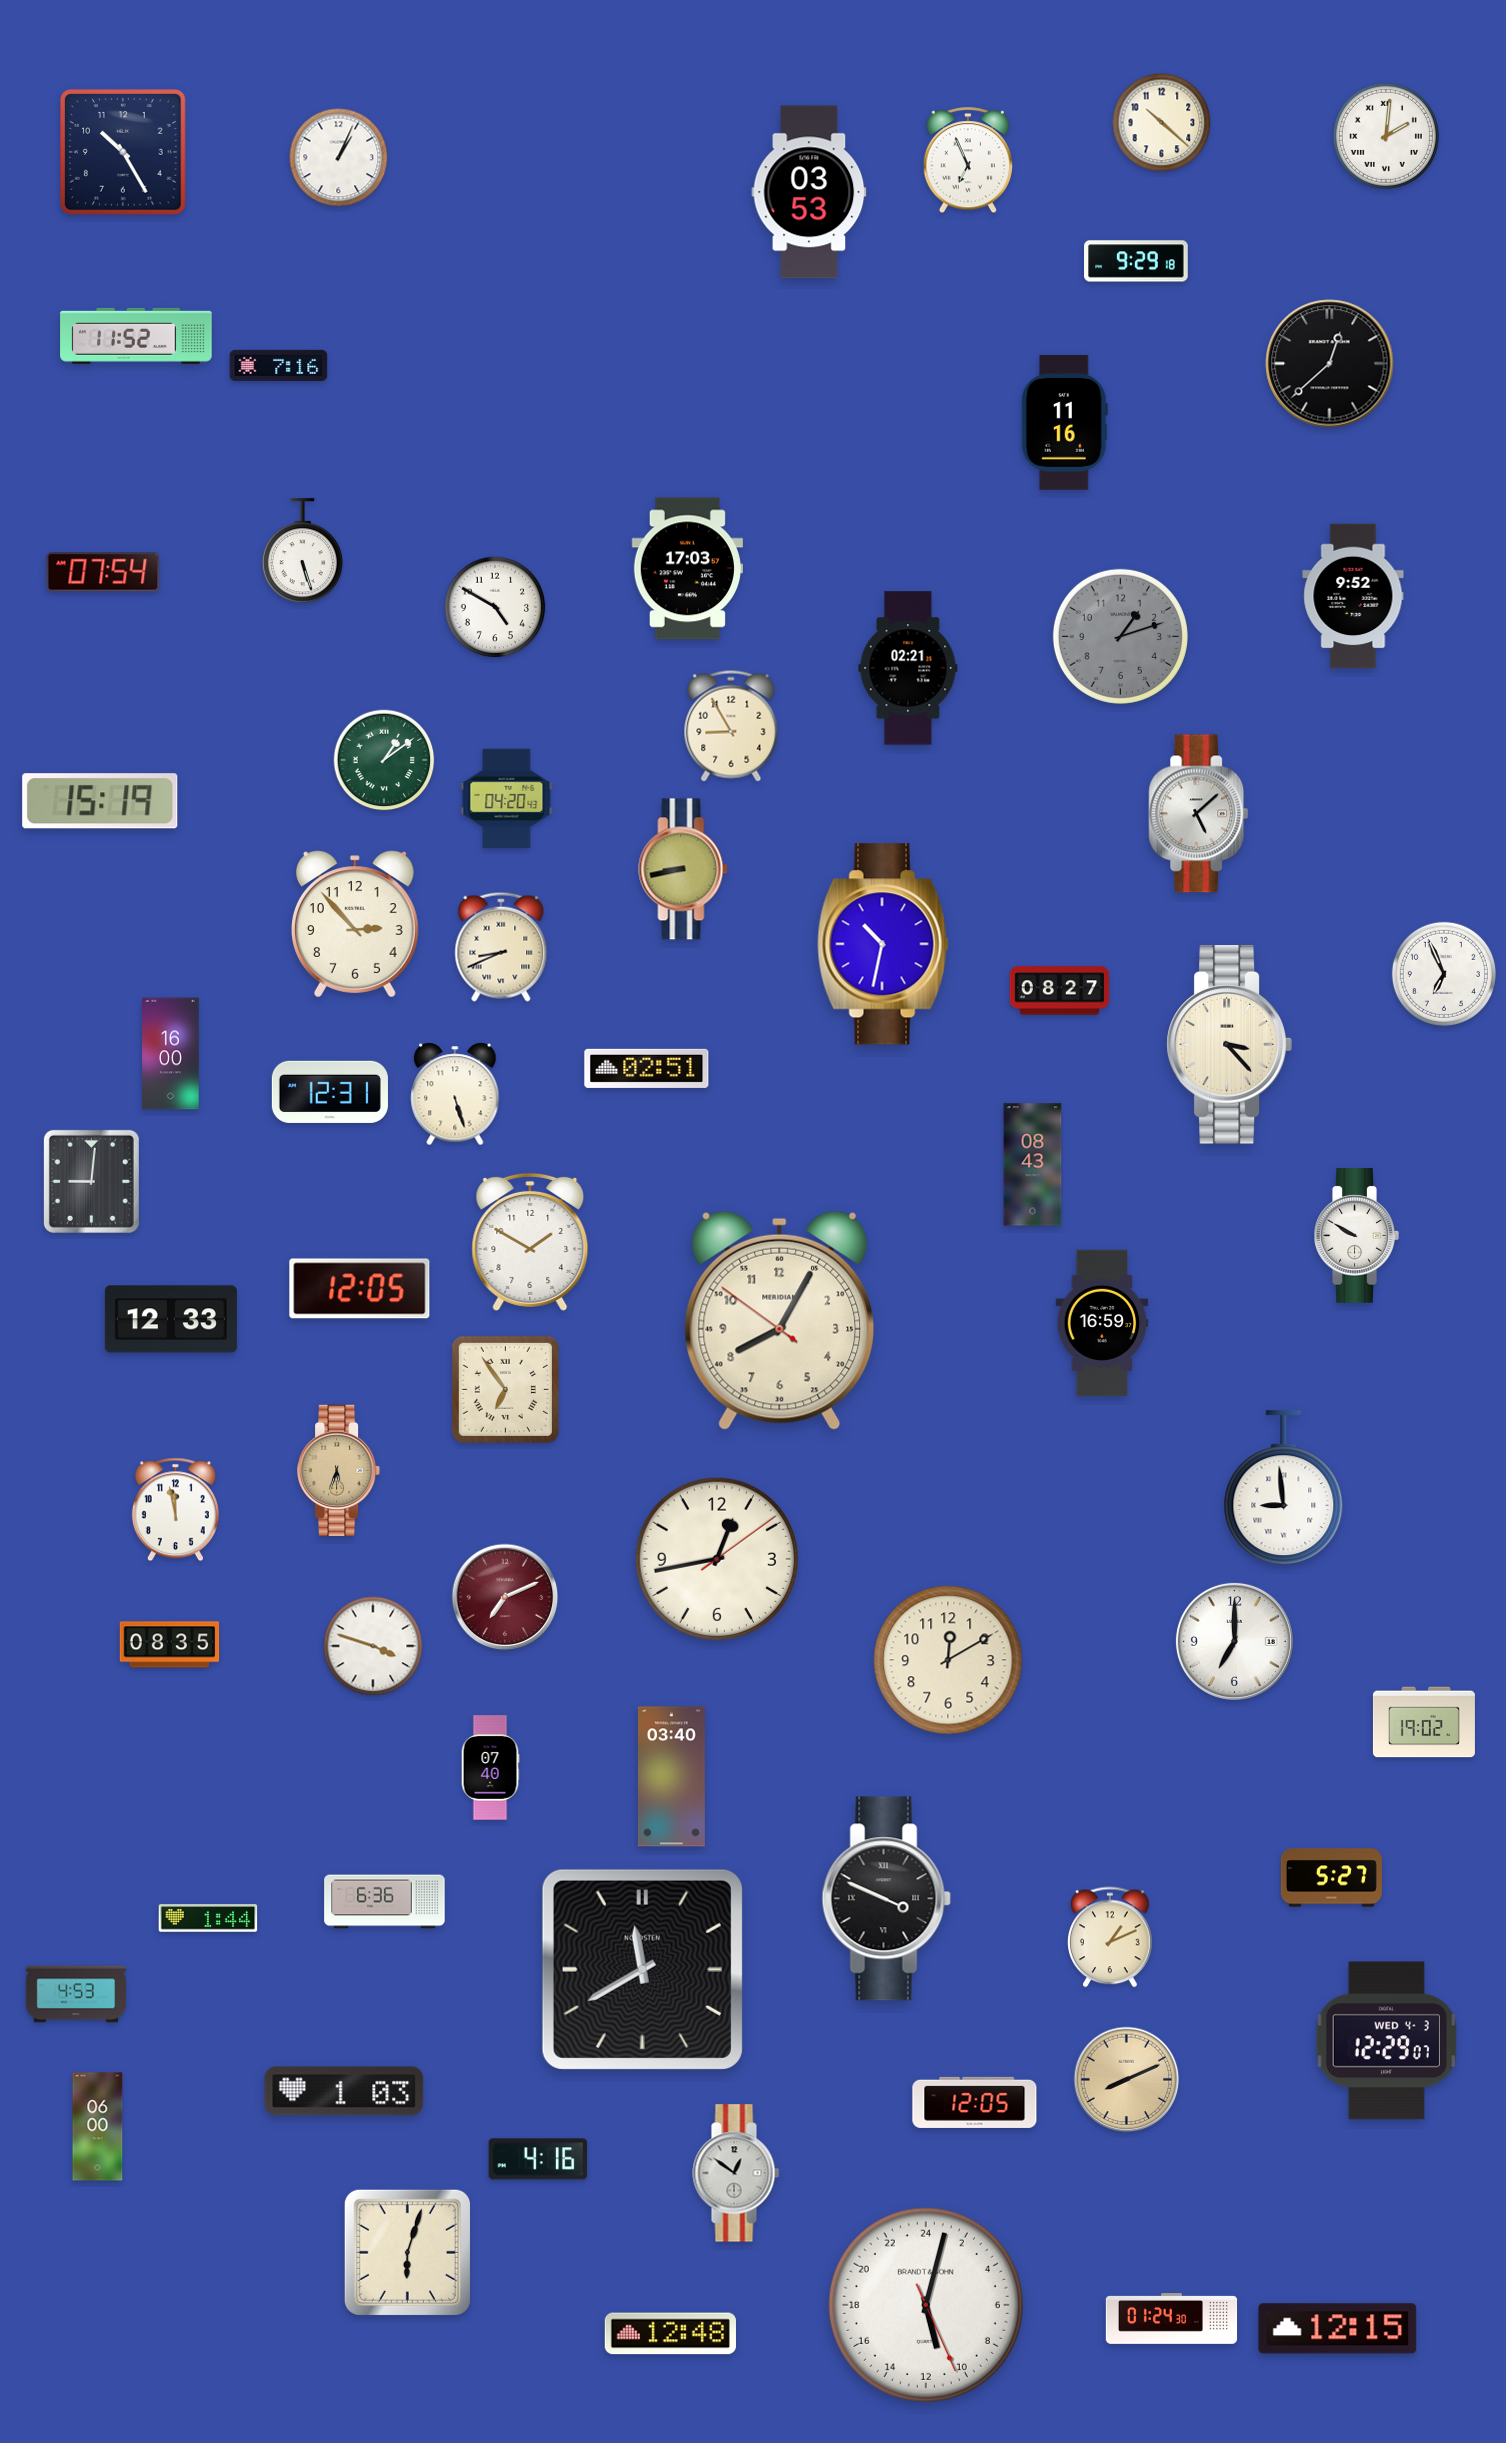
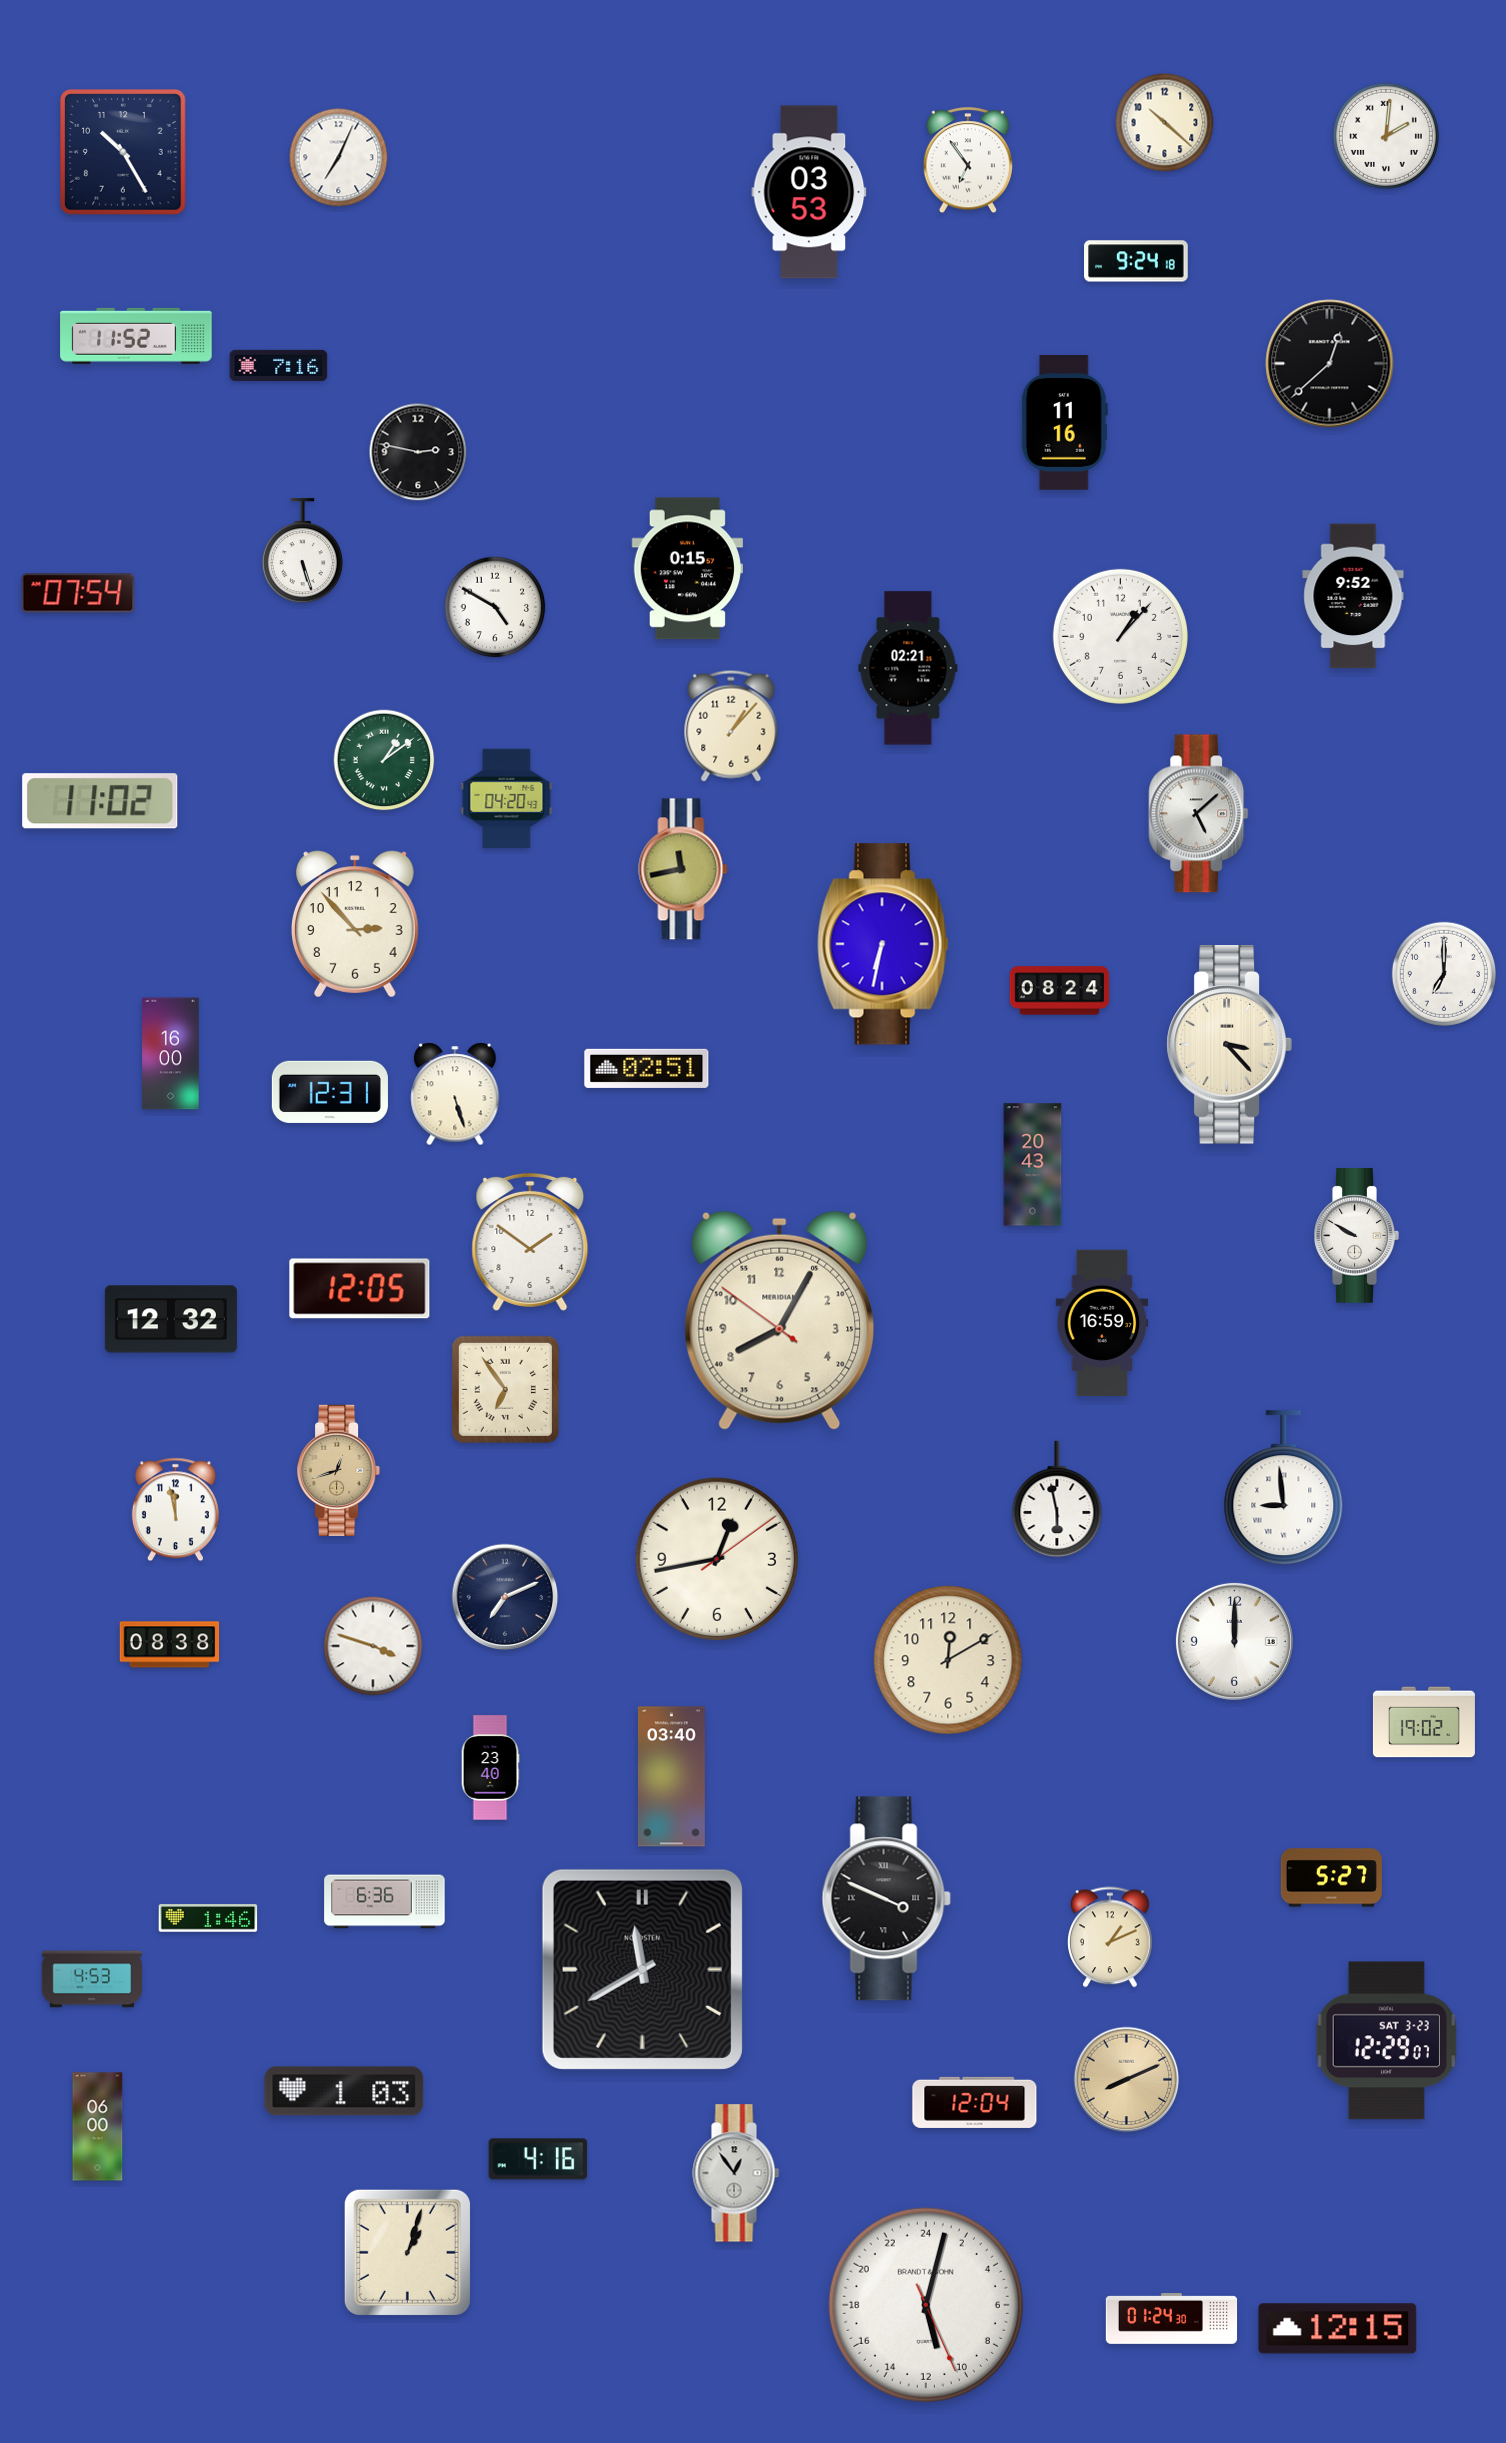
clock at (1162, 123) position: (1162, 123) -> (1165, 123)
clock at (339, 158): 1:04 -> 7:04
clock at (967, 161): 6:56 -> 6:54
clock at (1136, 261): 9:29 -> 9:24
clock at (418, 452): none -> 2:47
clock at (687, 569): 17:03 -> 0:15
clock at (103, 572) position: (103, 572) -> (78, 593)
clock at (1120, 636): 1:12 -> 1:07
clock at (1120, 636) dial: grey -> white
clock at (731, 726): 8:55 -> 1:07
clock at (100, 801): 15:19 -> 11:02
clock at (683, 869): 8:43 -> 11:43
clock at (883, 944): 10:32 -> 6:32
clock at (501, 947): 8:41 -> none
clock at (1444, 974): 6:56 -> 7:00
clock at (1060, 991): 08:27 -> 08:24
clock at (1033, 1165): 08:43 -> 20:43
clock at (91, 1181): 9:01 -> none
clock at (530, 1242): 1:50 -> 1:51
clock at (171, 1319): 12:33 -> 12:32
clock at (339, 1470): 5:33 -> 12:42
clock at (1057, 1499): none -> 5:58
clock at (505, 1597) dial: burgundy -> navy
clock at (1234, 1641): 7:00 -> 12:00
clock at (170, 1645): 08:35 -> 08:38
clock at (490, 1768): 07:40 -> 23:40
clock at (208, 1918): 1:44 -> 1:46
clock at (75, 1994) position: (75, 1994) -> (91, 1979)
clock at (1386, 2041) date: WED 4-3 -> SAT 3-23
clock at (975, 2102): 12:05 -> 12:04
clock at (736, 2173): 12:51 -> 12:54
clock at (407, 2252): 6:03 -> 1:03
clock at (670, 2334): 12:48 -> none
